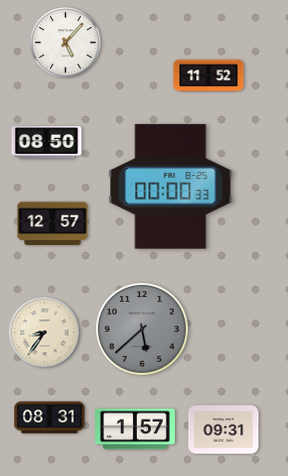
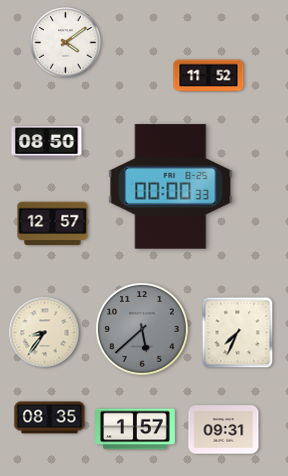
clock at (66, 43): 5:07 -> 4:09
clock at (238, 333): none -> 7:34
clock at (50, 418): 08:31 -> 08:35
